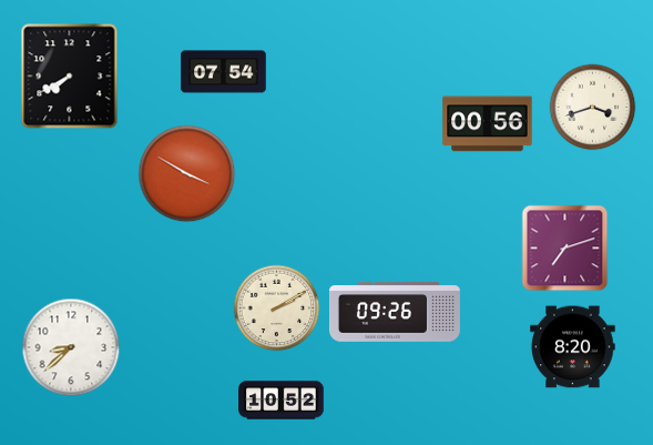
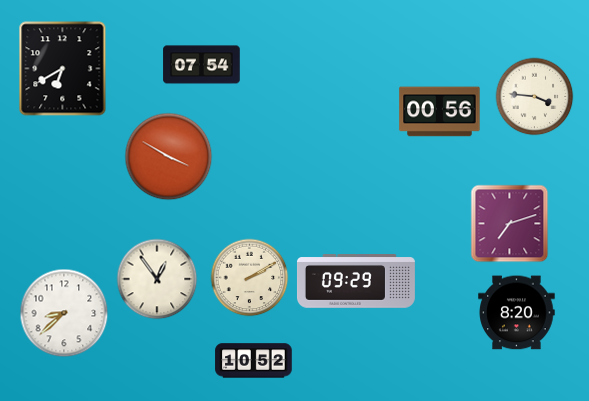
clock at (70, 77): 7:40 -> 6:40
clock at (592, 107): 3:42 -> 3:46
clock at (157, 279): none -> 12:54
clock at (395, 312): 09:26 -> 09:29
